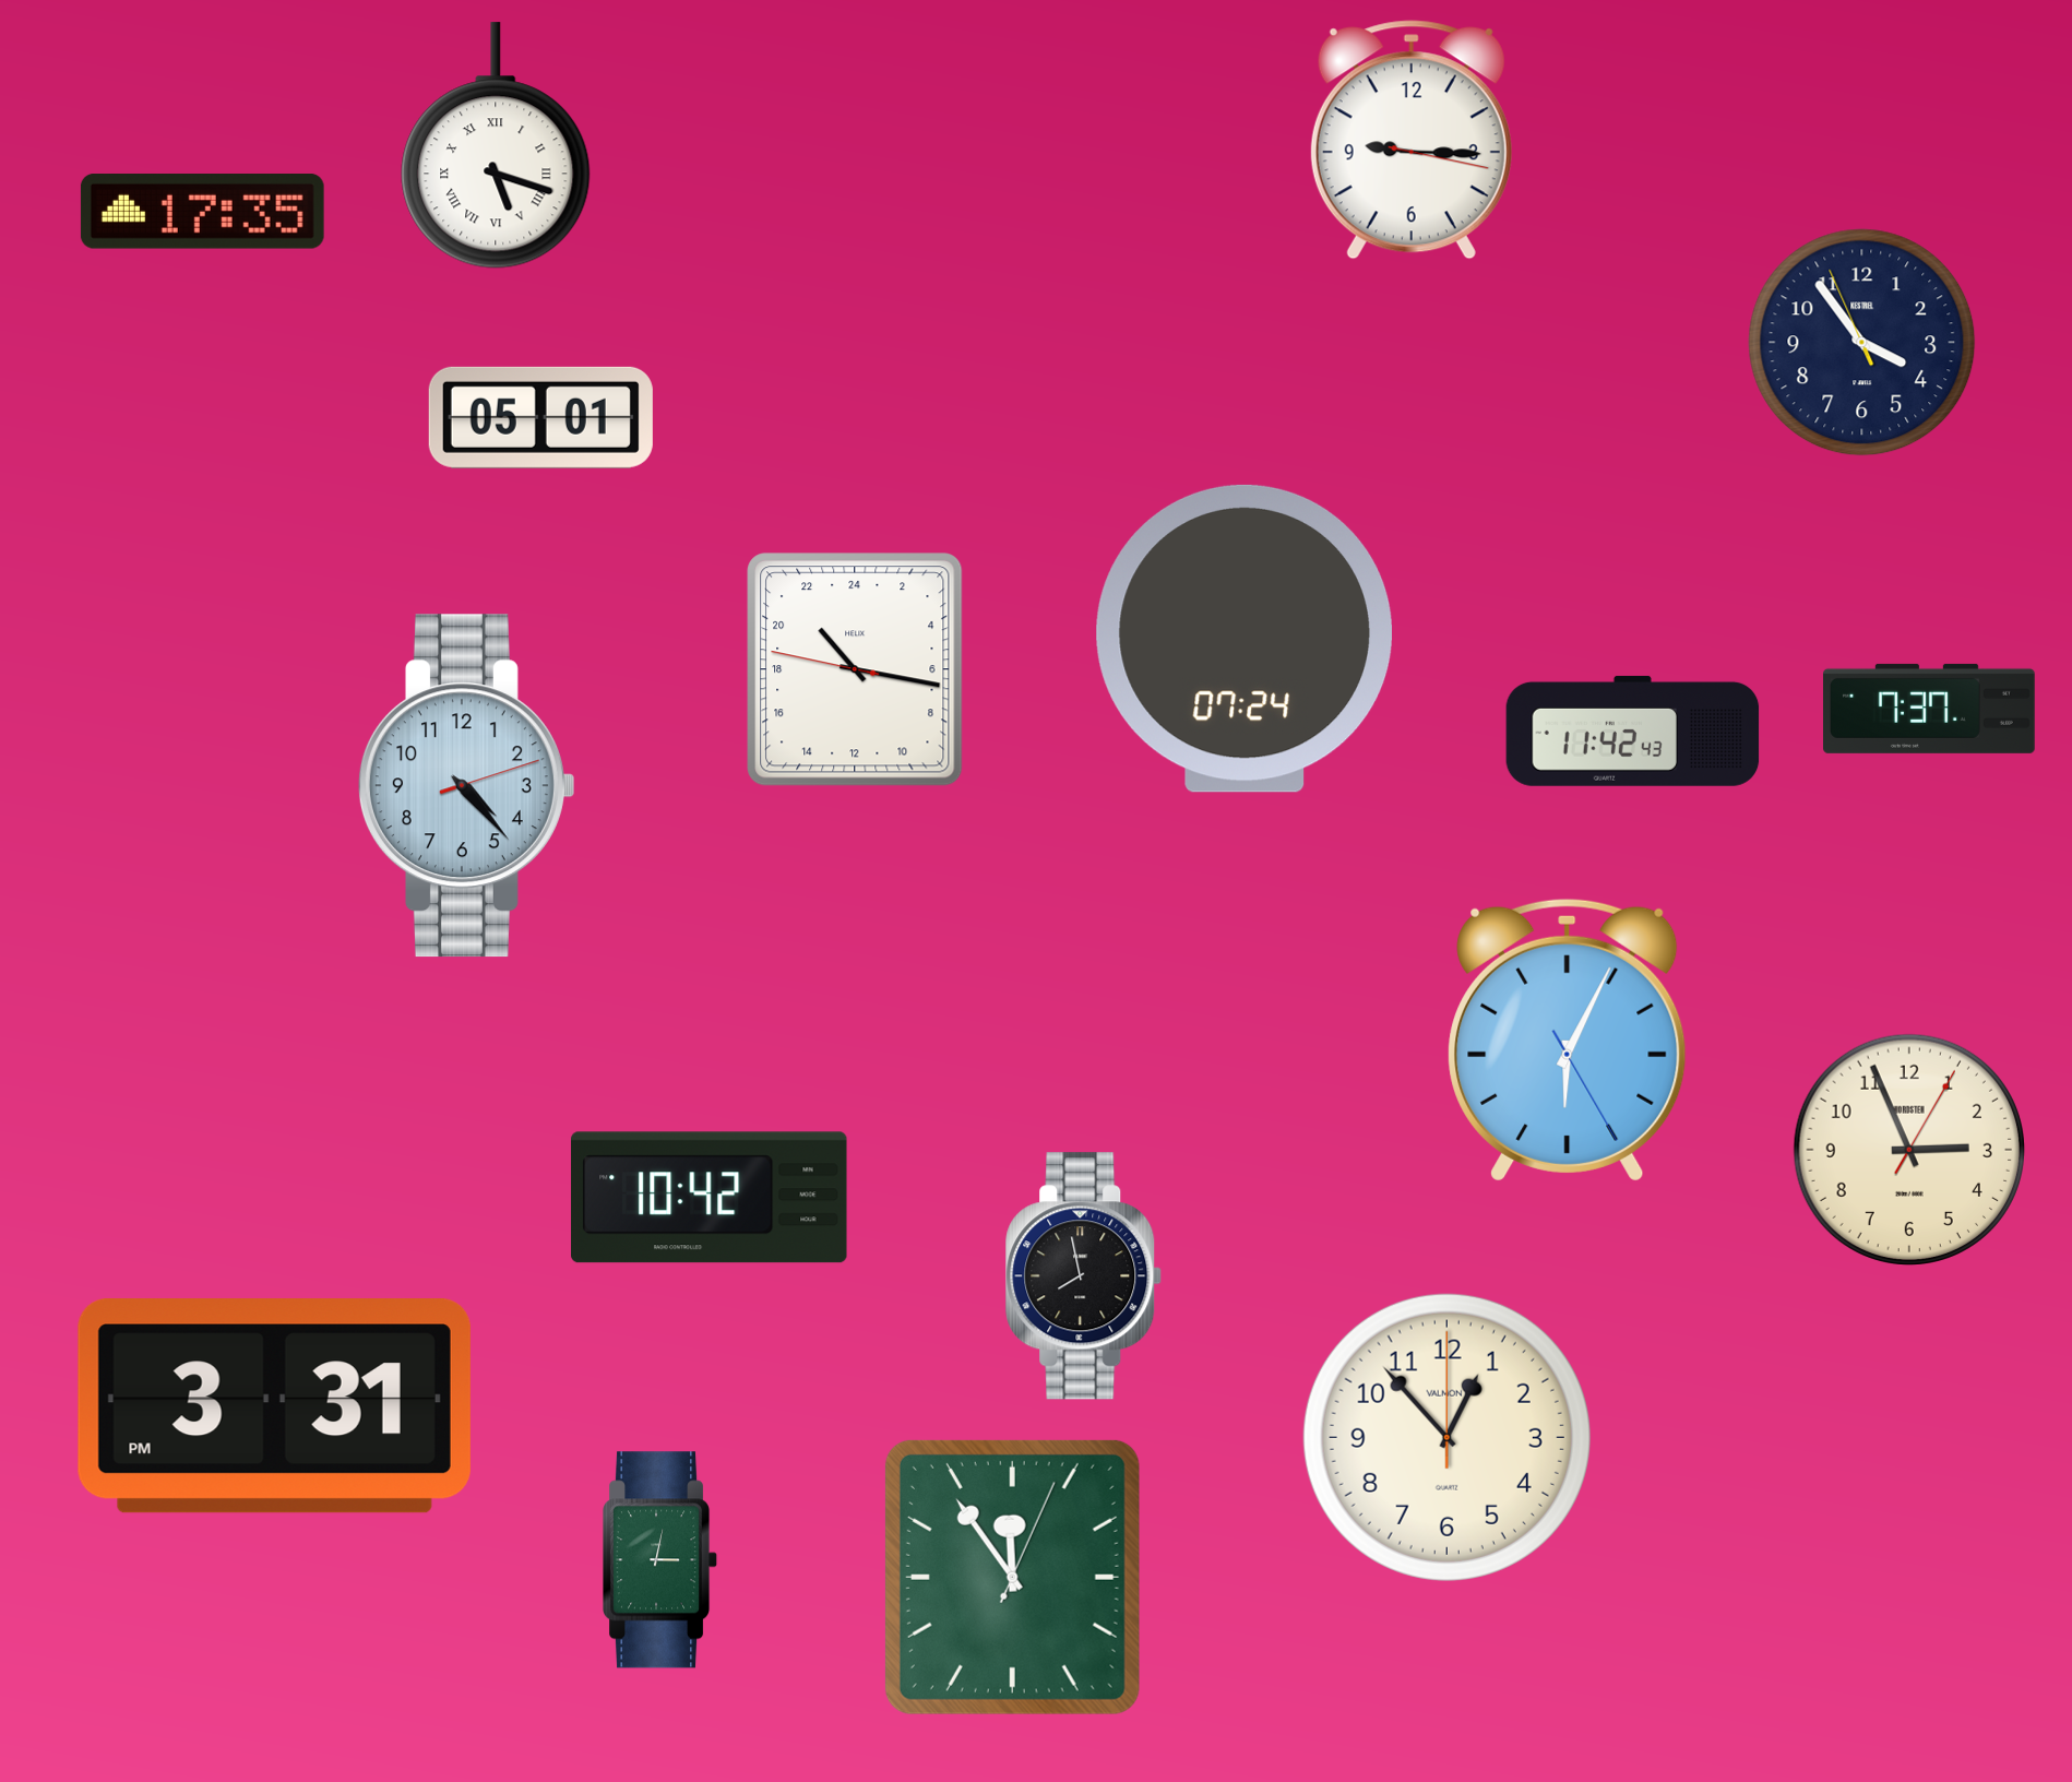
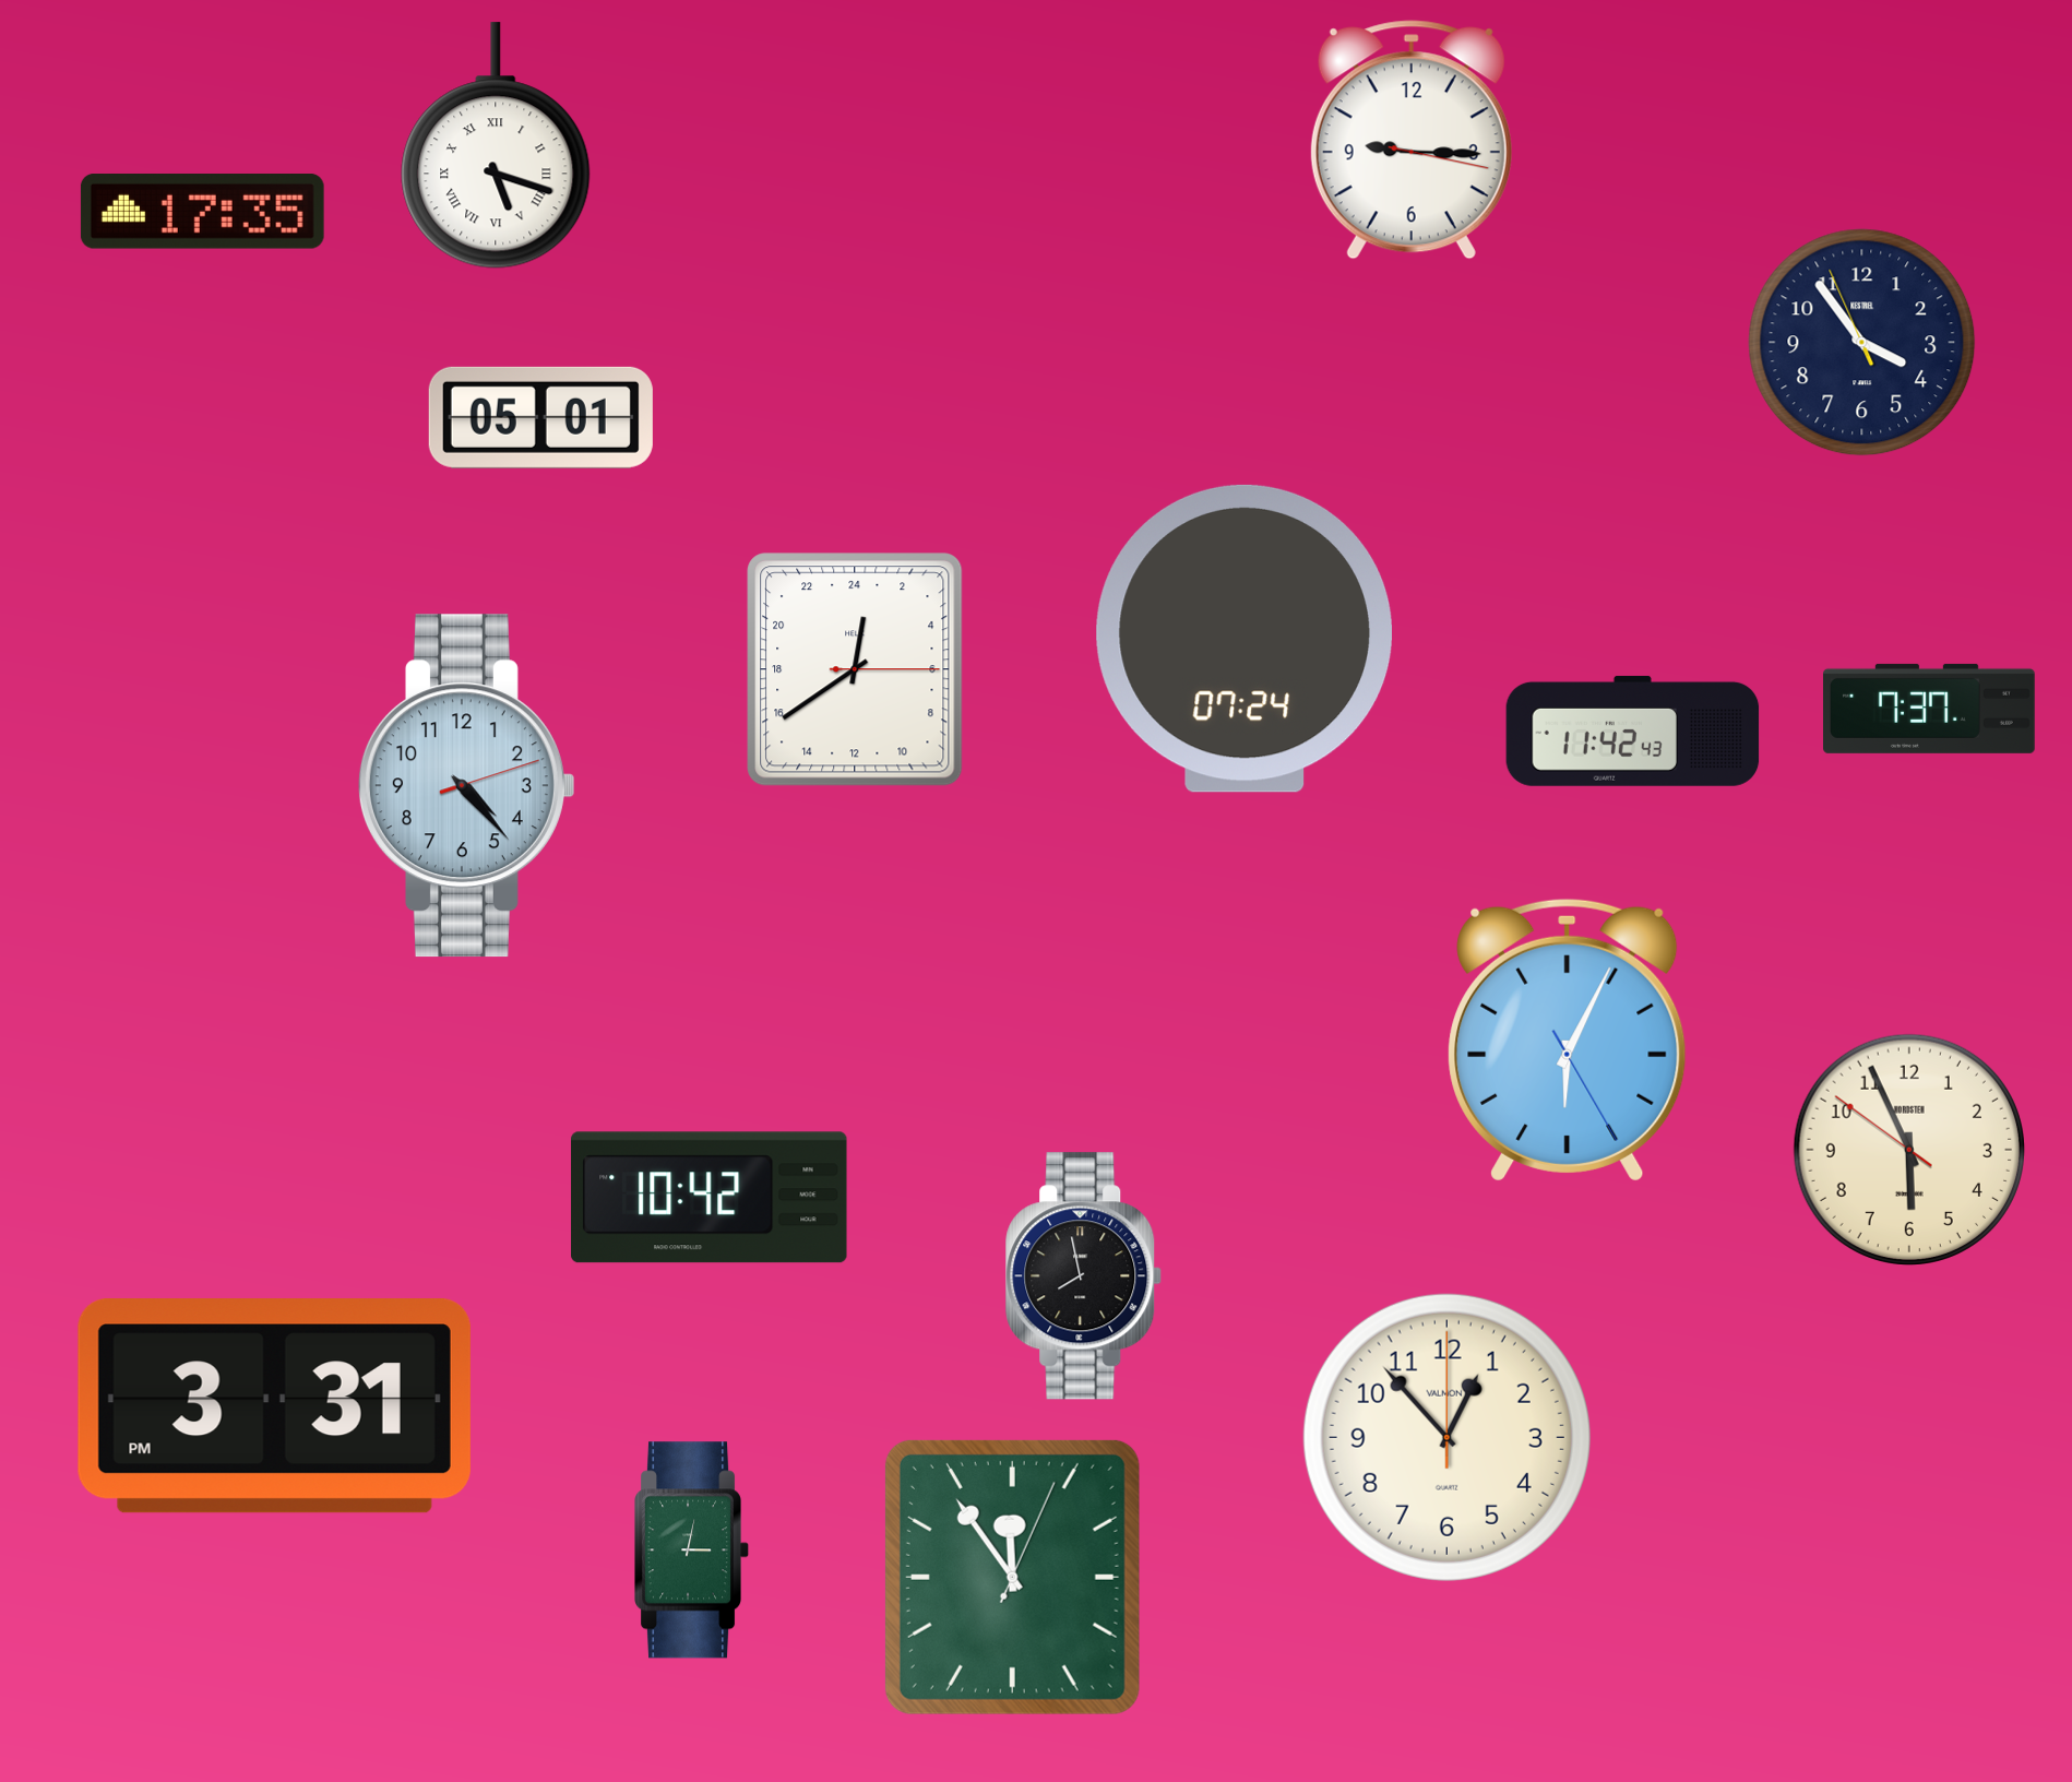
clock at (855, 669): 21:16 -> 0:39
clock at (1909, 1150): 2:56 -> 5:55
clock at (662, 1560) position: (662, 1560) -> (693, 1551)
